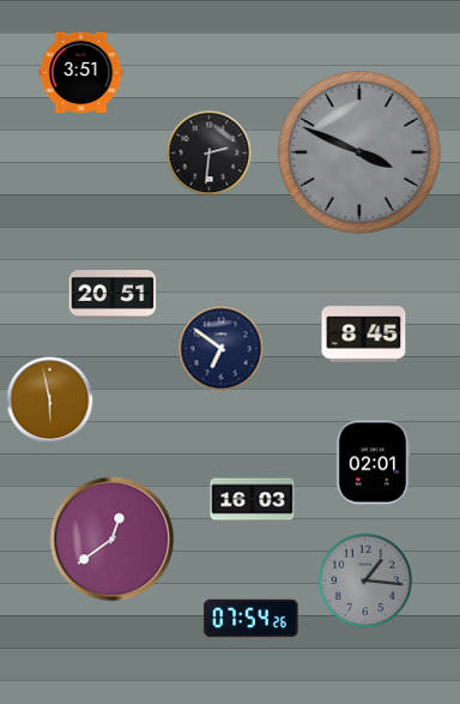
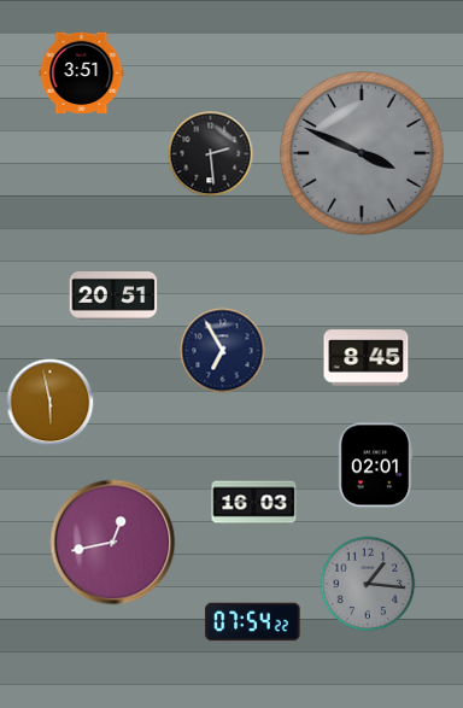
clock at (210, 154): 2:31 -> 2:29
clock at (364, 335) position: (364, 335) -> (367, 358)
clock at (222, 349): 6:51 -> 6:55
clock at (113, 540): 12:39 -> 12:43
clock at (252, 619): 07:54:26 -> 07:54:22
